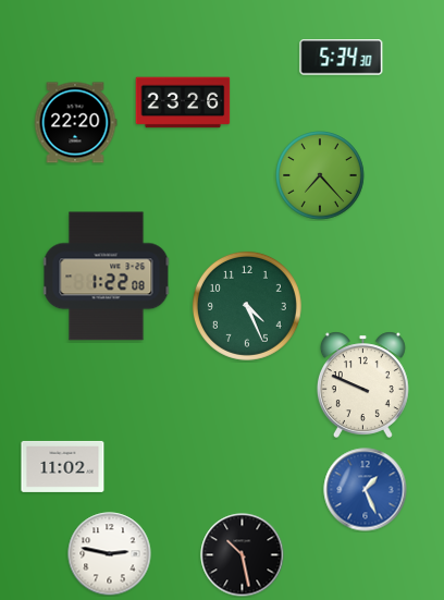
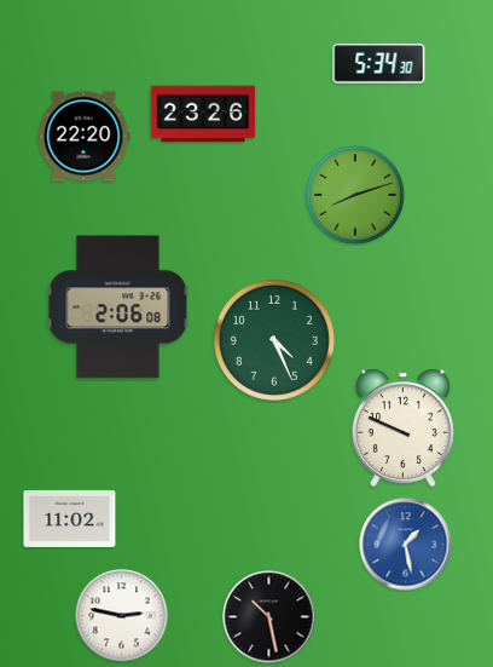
clock at (320, 175): 7:23 -> 8:12
clock at (107, 277): 1:22 -> 2:06
clock at (366, 490): 1:26 -> 1:28
